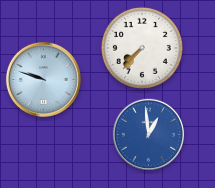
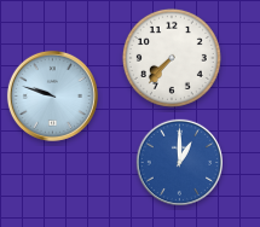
clock at (148, 134): 12:59 -> 1:00
